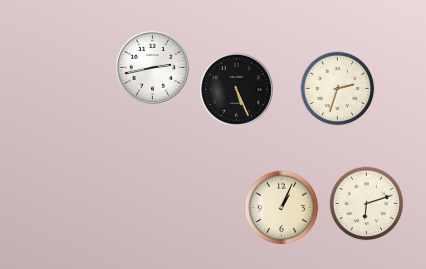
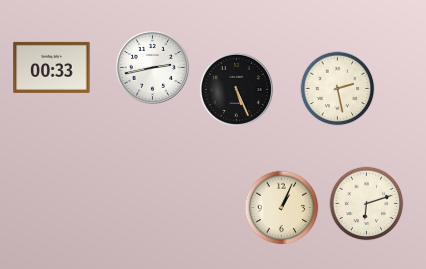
clock at (52, 67): none -> 00:33
clock at (338, 89): 2:33 -> 2:28
